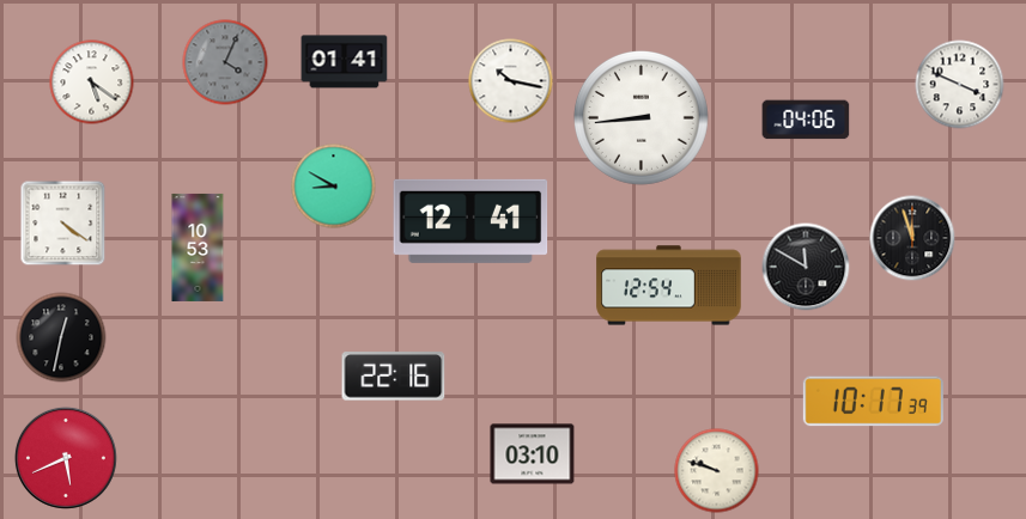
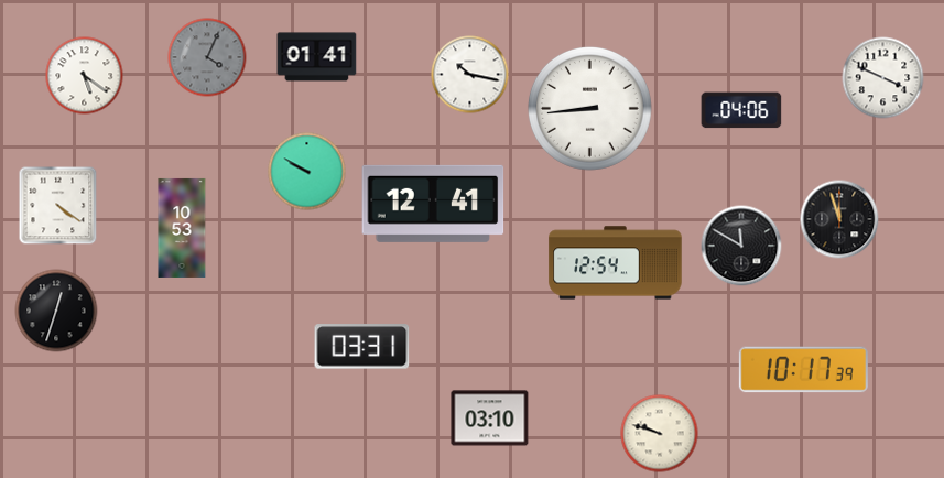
clock at (334, 187): 8:50 -> 9:50
clock at (61, 337): 12:32 -> 12:33
clock at (394, 377): 22:16 -> 03:31
clock at (66, 458): 5:41 -> none
